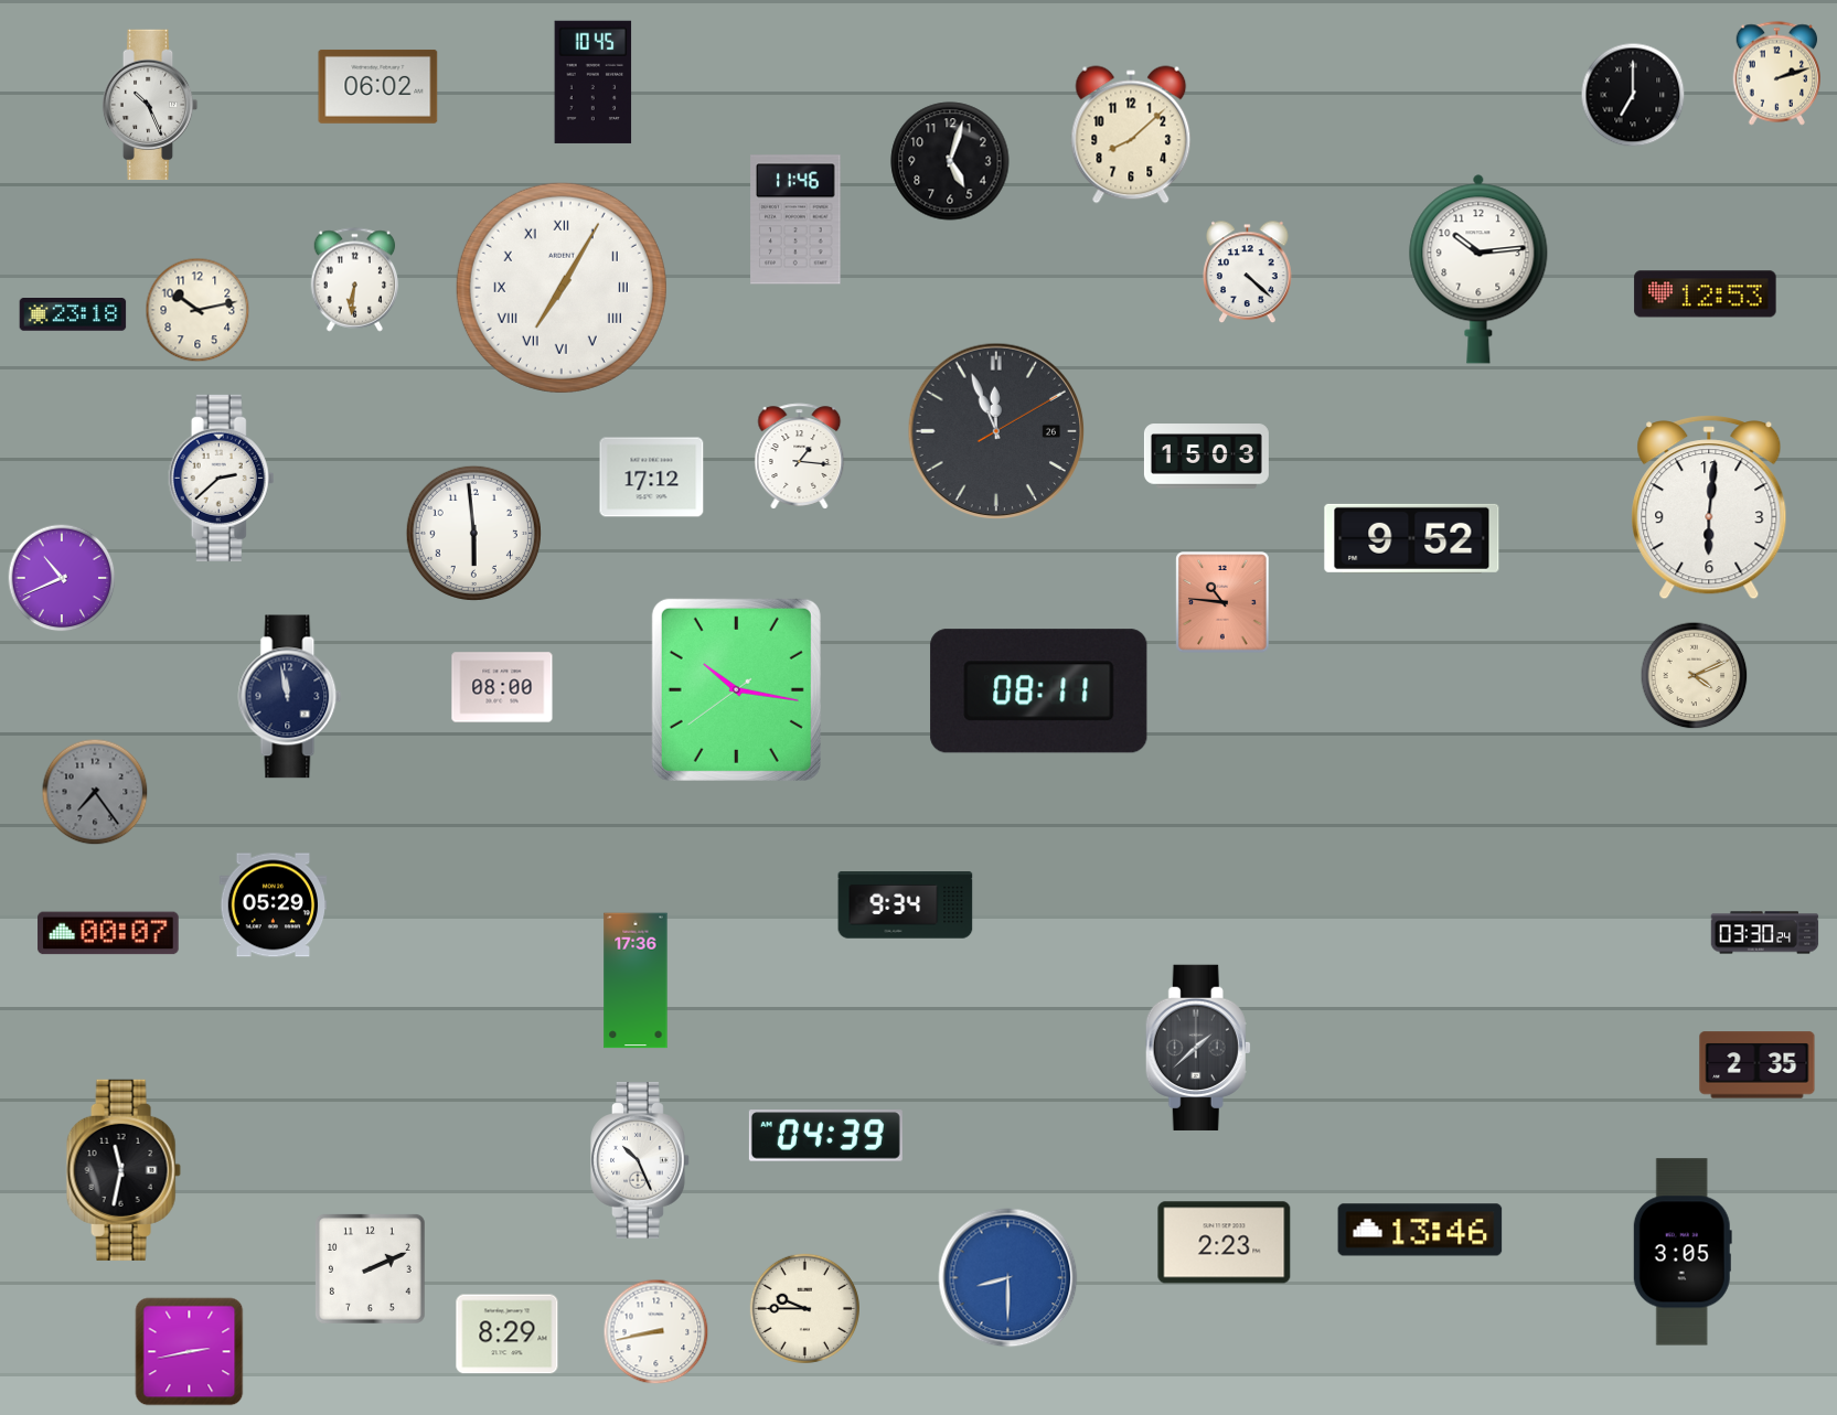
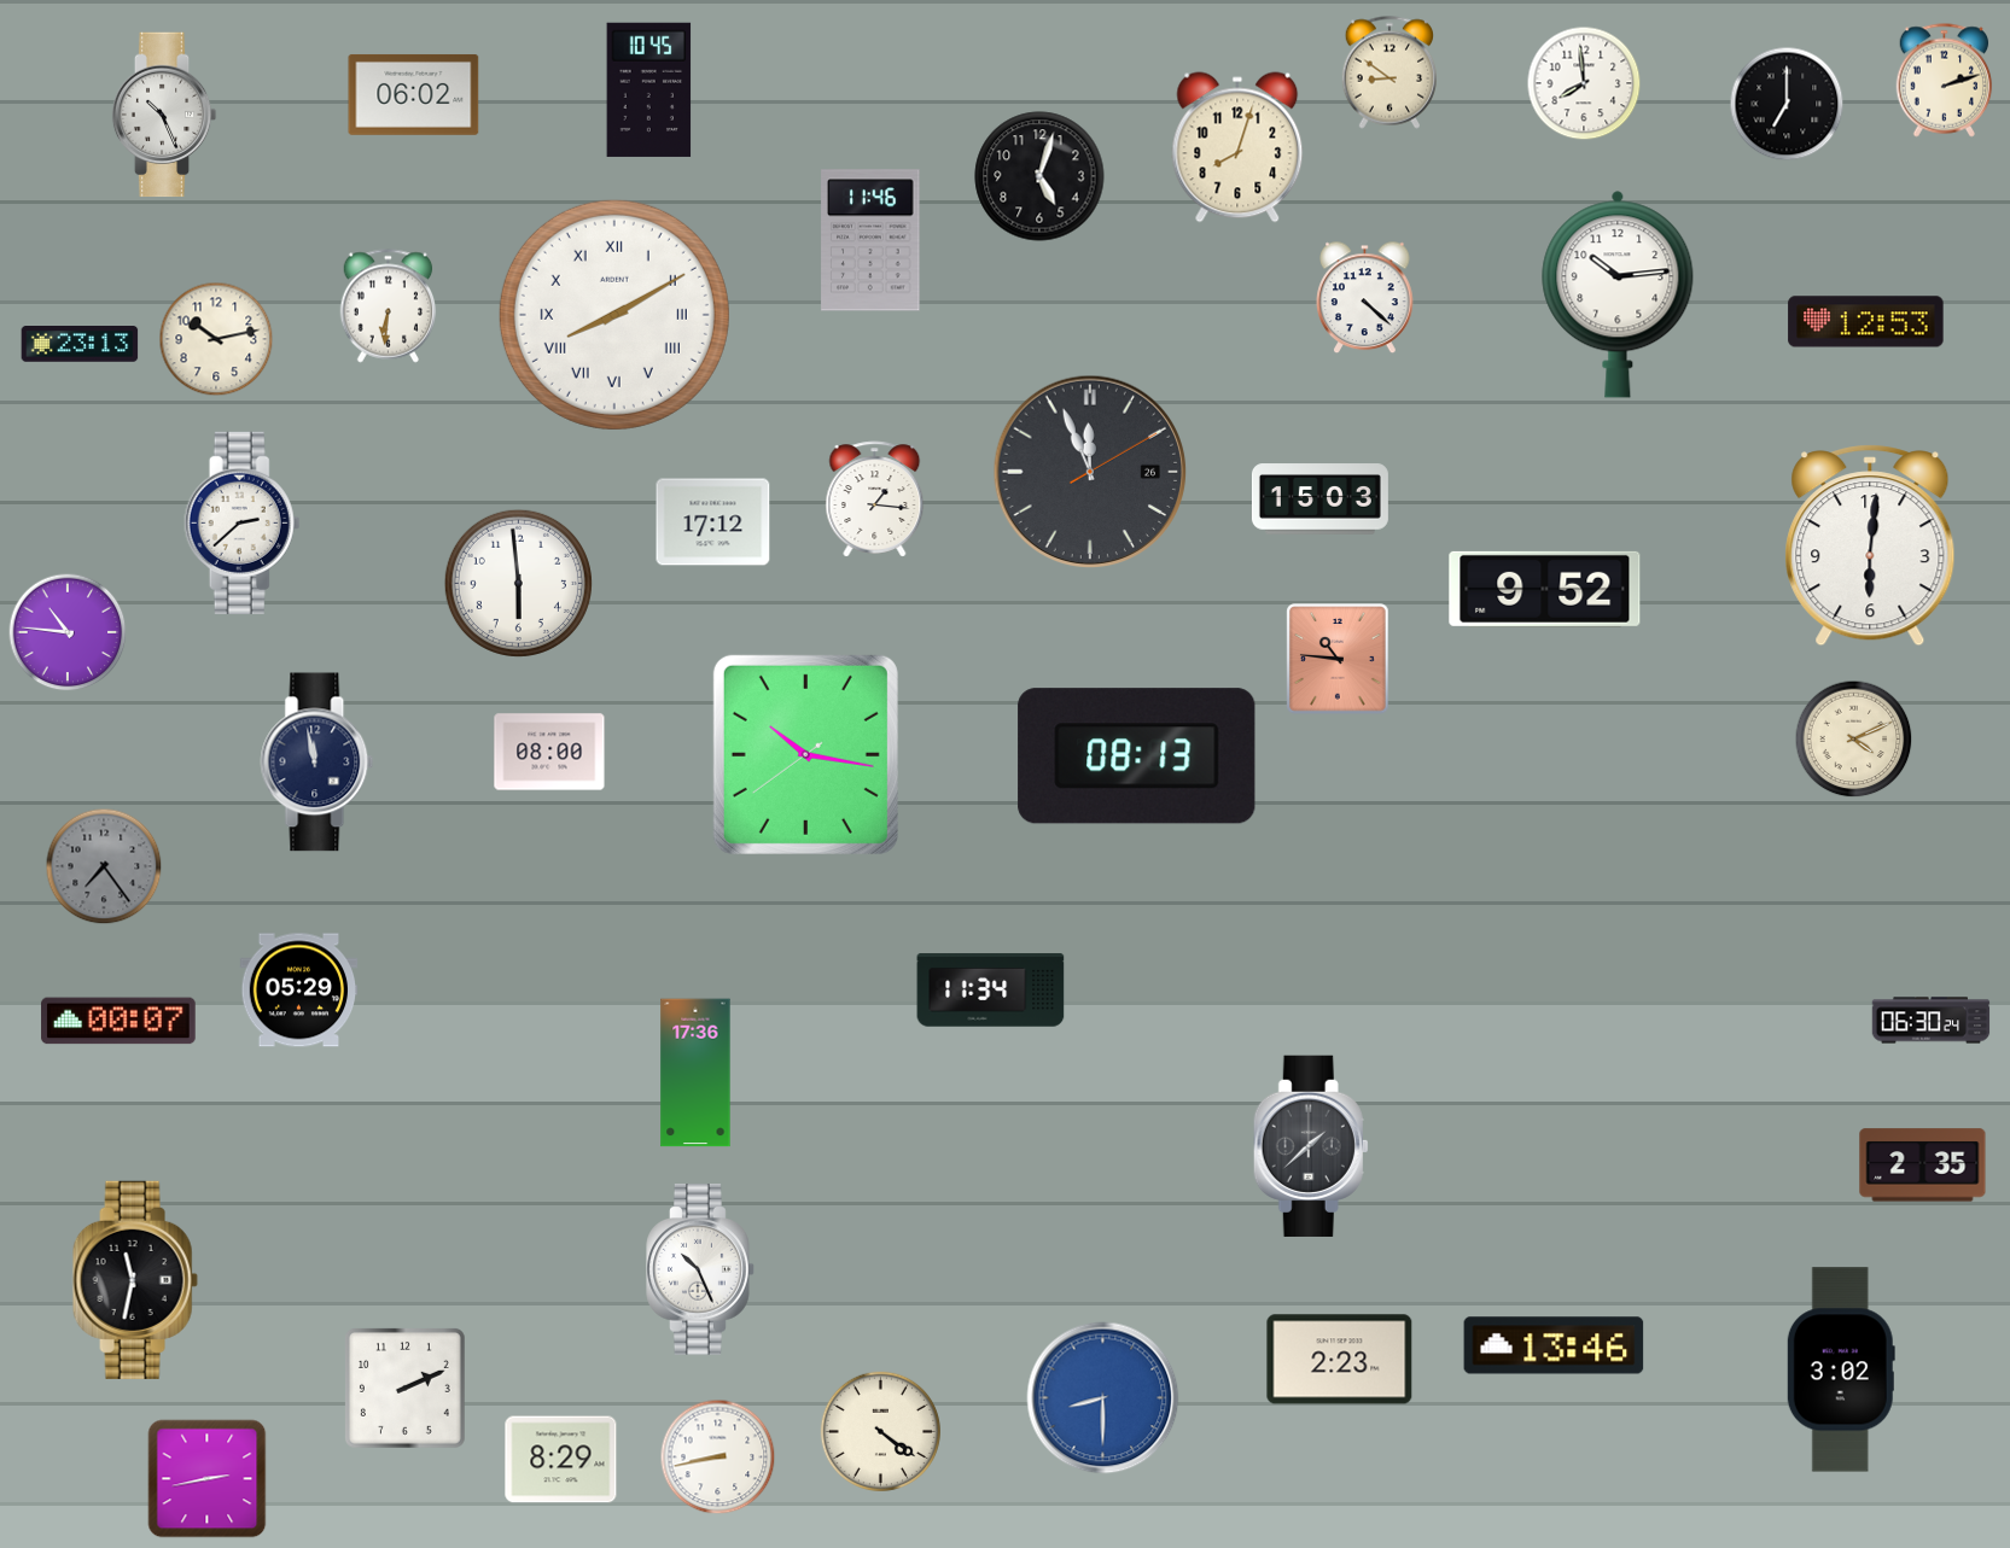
clock at (1388, 72): none -> 8:51
clock at (1584, 83): none -> 7:59
clock at (1131, 135): 8:08 -> 8:03
clock at (562, 288): 7:05 -> 8:10
clock at (73, 314): 23:18 -> 23:13
clock at (1709, 507) position: (1709, 507) -> (1870, 545)
clock at (62, 578): 10:41 -> 10:46
clock at (1039, 692): 08:11 -> 08:13
clock at (906, 905): 9:34 -> 11:34
clock at (1765, 933): 03:30 -> 06:30
clock at (825, 1136): 04:39 -> none
clock at (1683, 1252): 3:05 -> 3:02
clock at (804, 1308): 9:45 -> 4:21
clock at (508, 1334) position: (508, 1334) -> (561, 1460)
